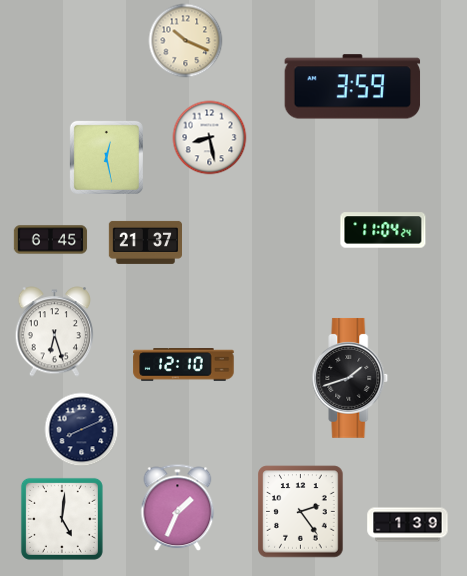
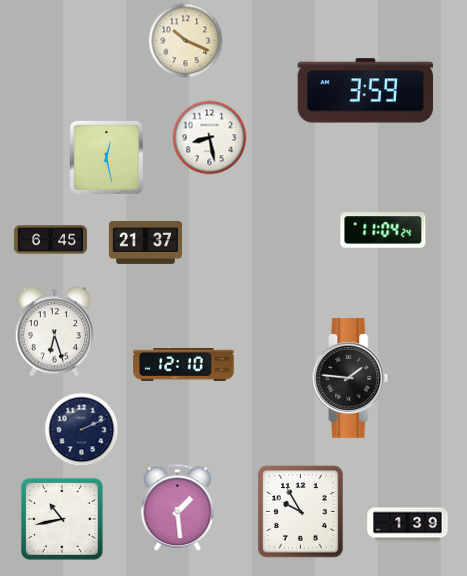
clock at (353, 87) position: (353, 87) -> (366, 91)
clock at (350, 378): 1:42 -> 1:46
clock at (82, 430): 8:11 -> 2:11
clock at (178, 508): 1:34 -> 1:29
clock at (301, 512): 2:24 -> 9:55
clock at (62, 519): 5:01 -> 10:43
